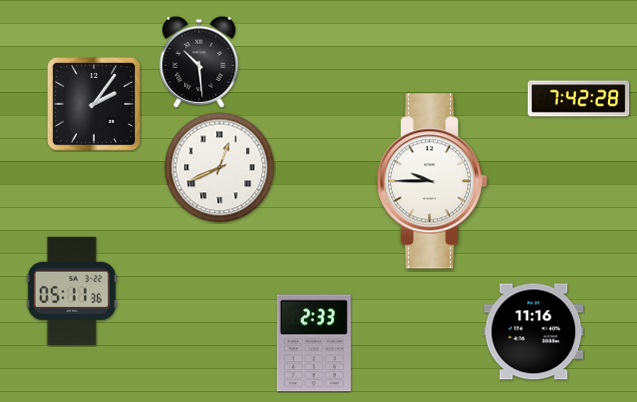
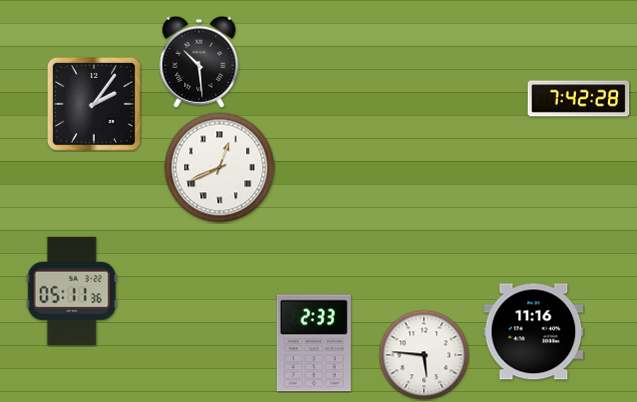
clock at (431, 181): 9:45 -> none
clock at (424, 355): none -> 5:46
